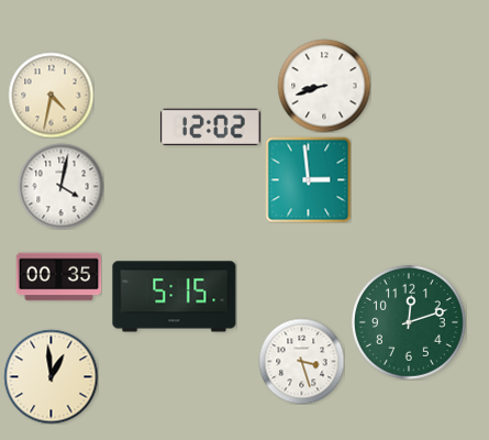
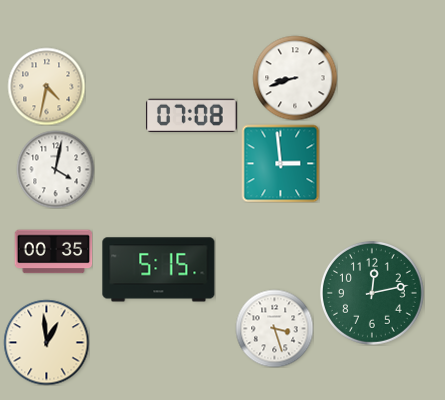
clock at (210, 128): 12:02 -> 07:08
clock at (409, 322): 12:12 -> 12:13
